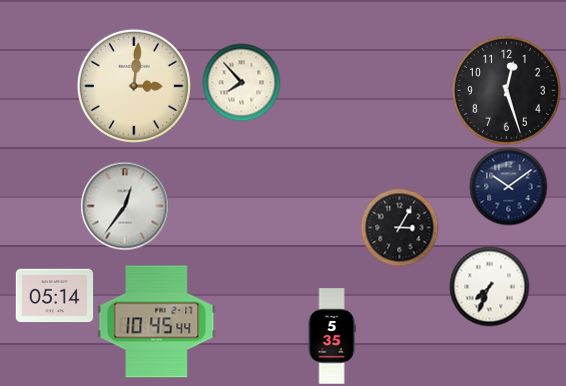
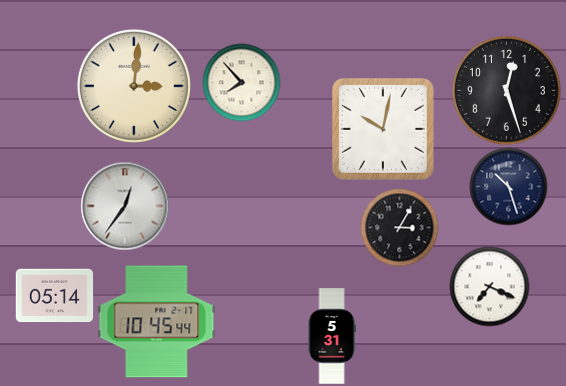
clock at (383, 129): none -> 10:02
clock at (508, 186): 10:09 -> 10:27
clock at (489, 286): 7:34 -> 7:19
clock at (332, 336): 5:35 -> 5:31
